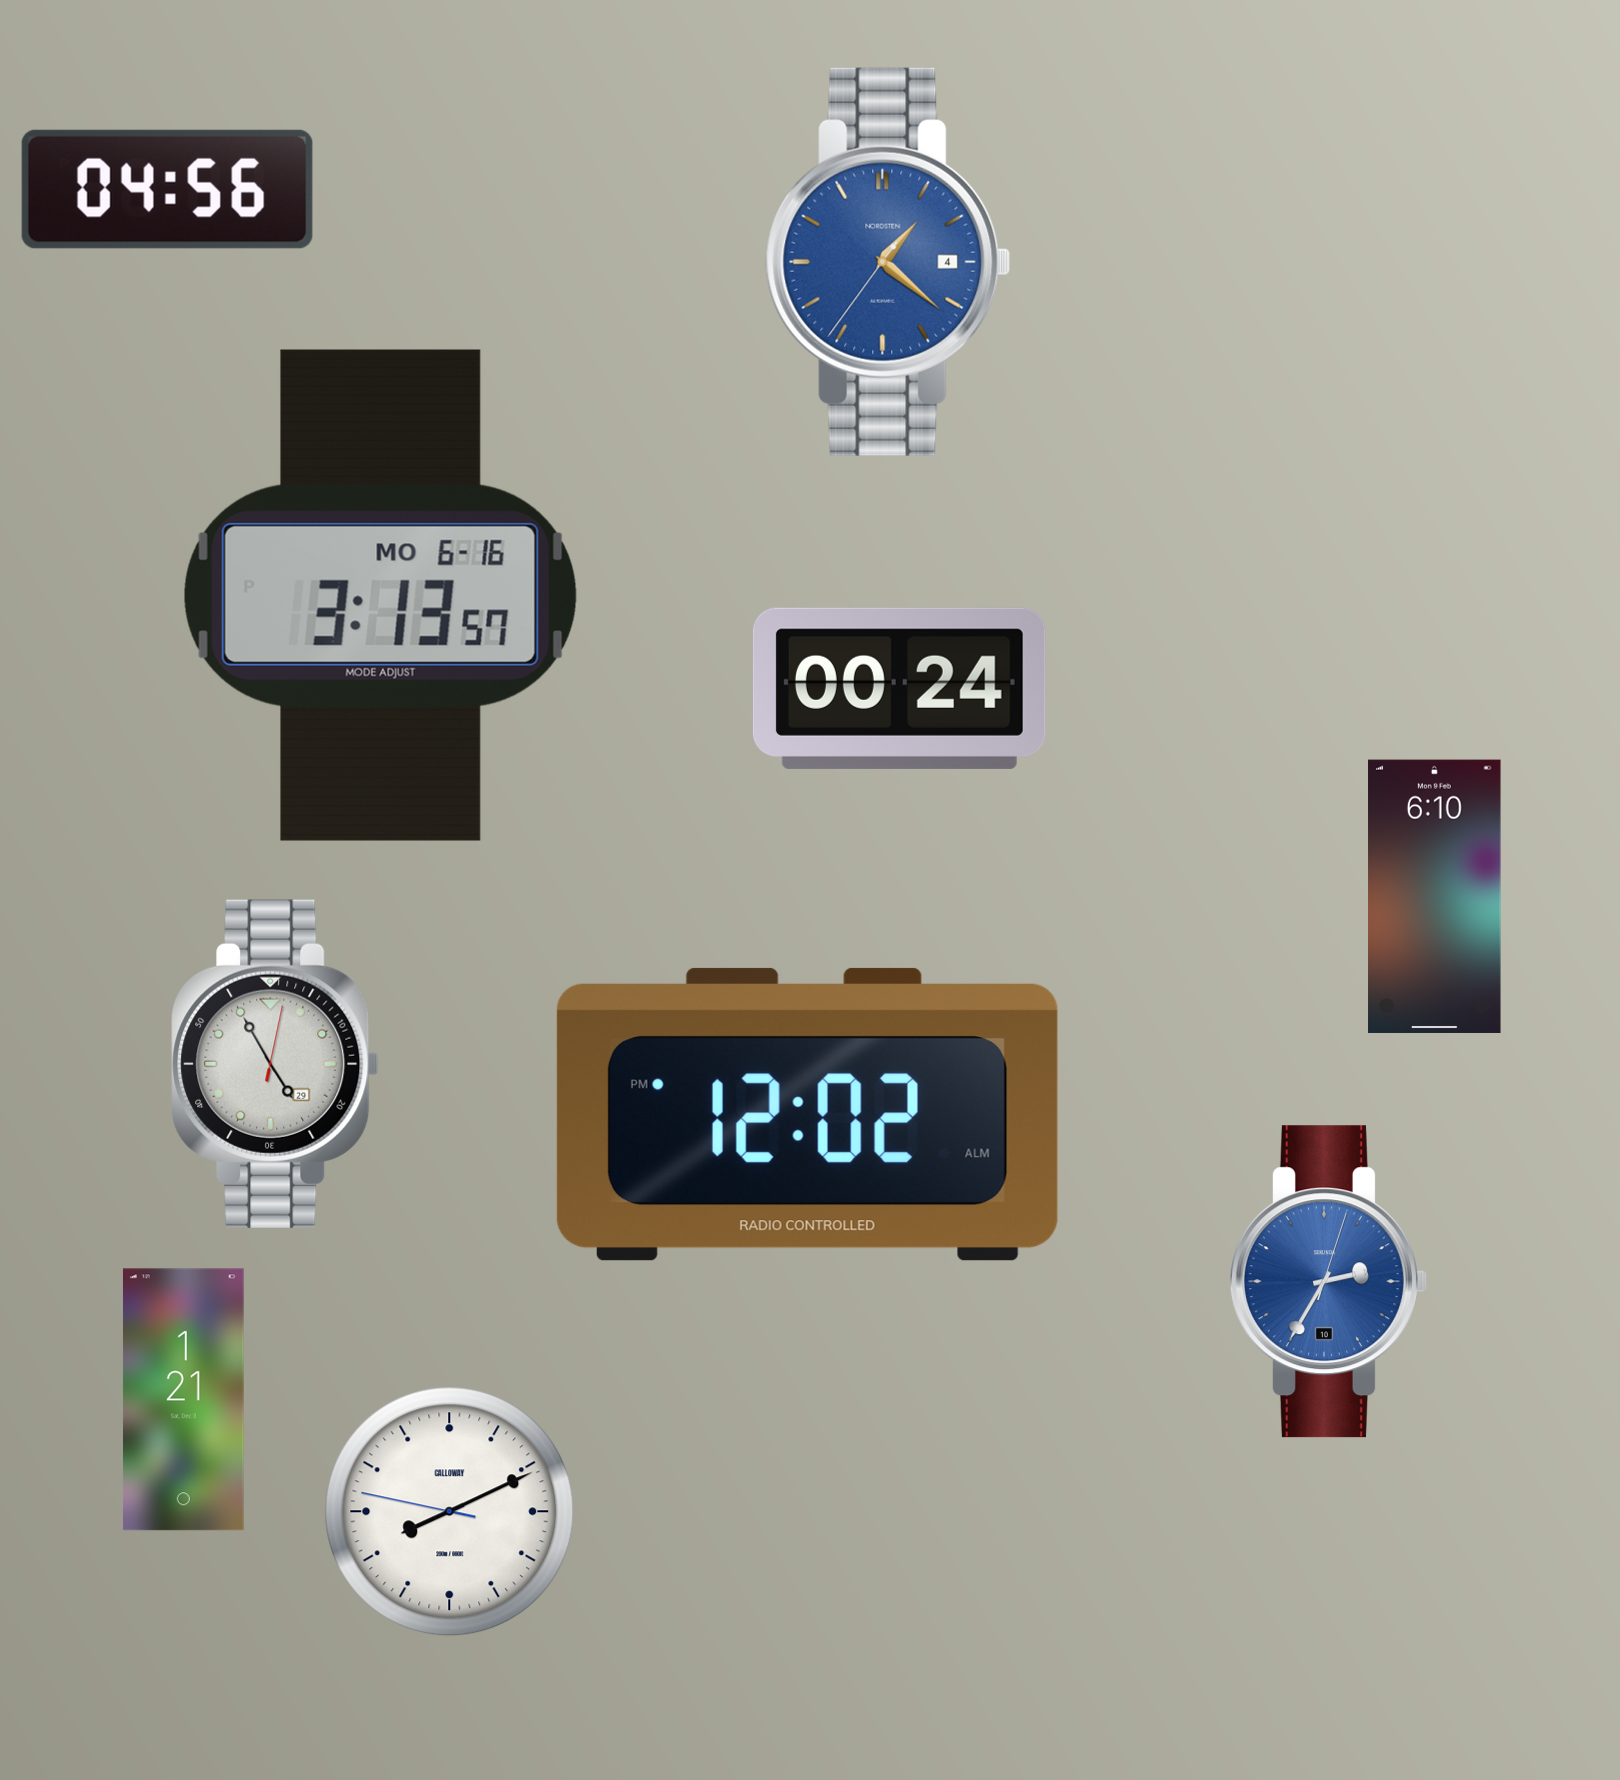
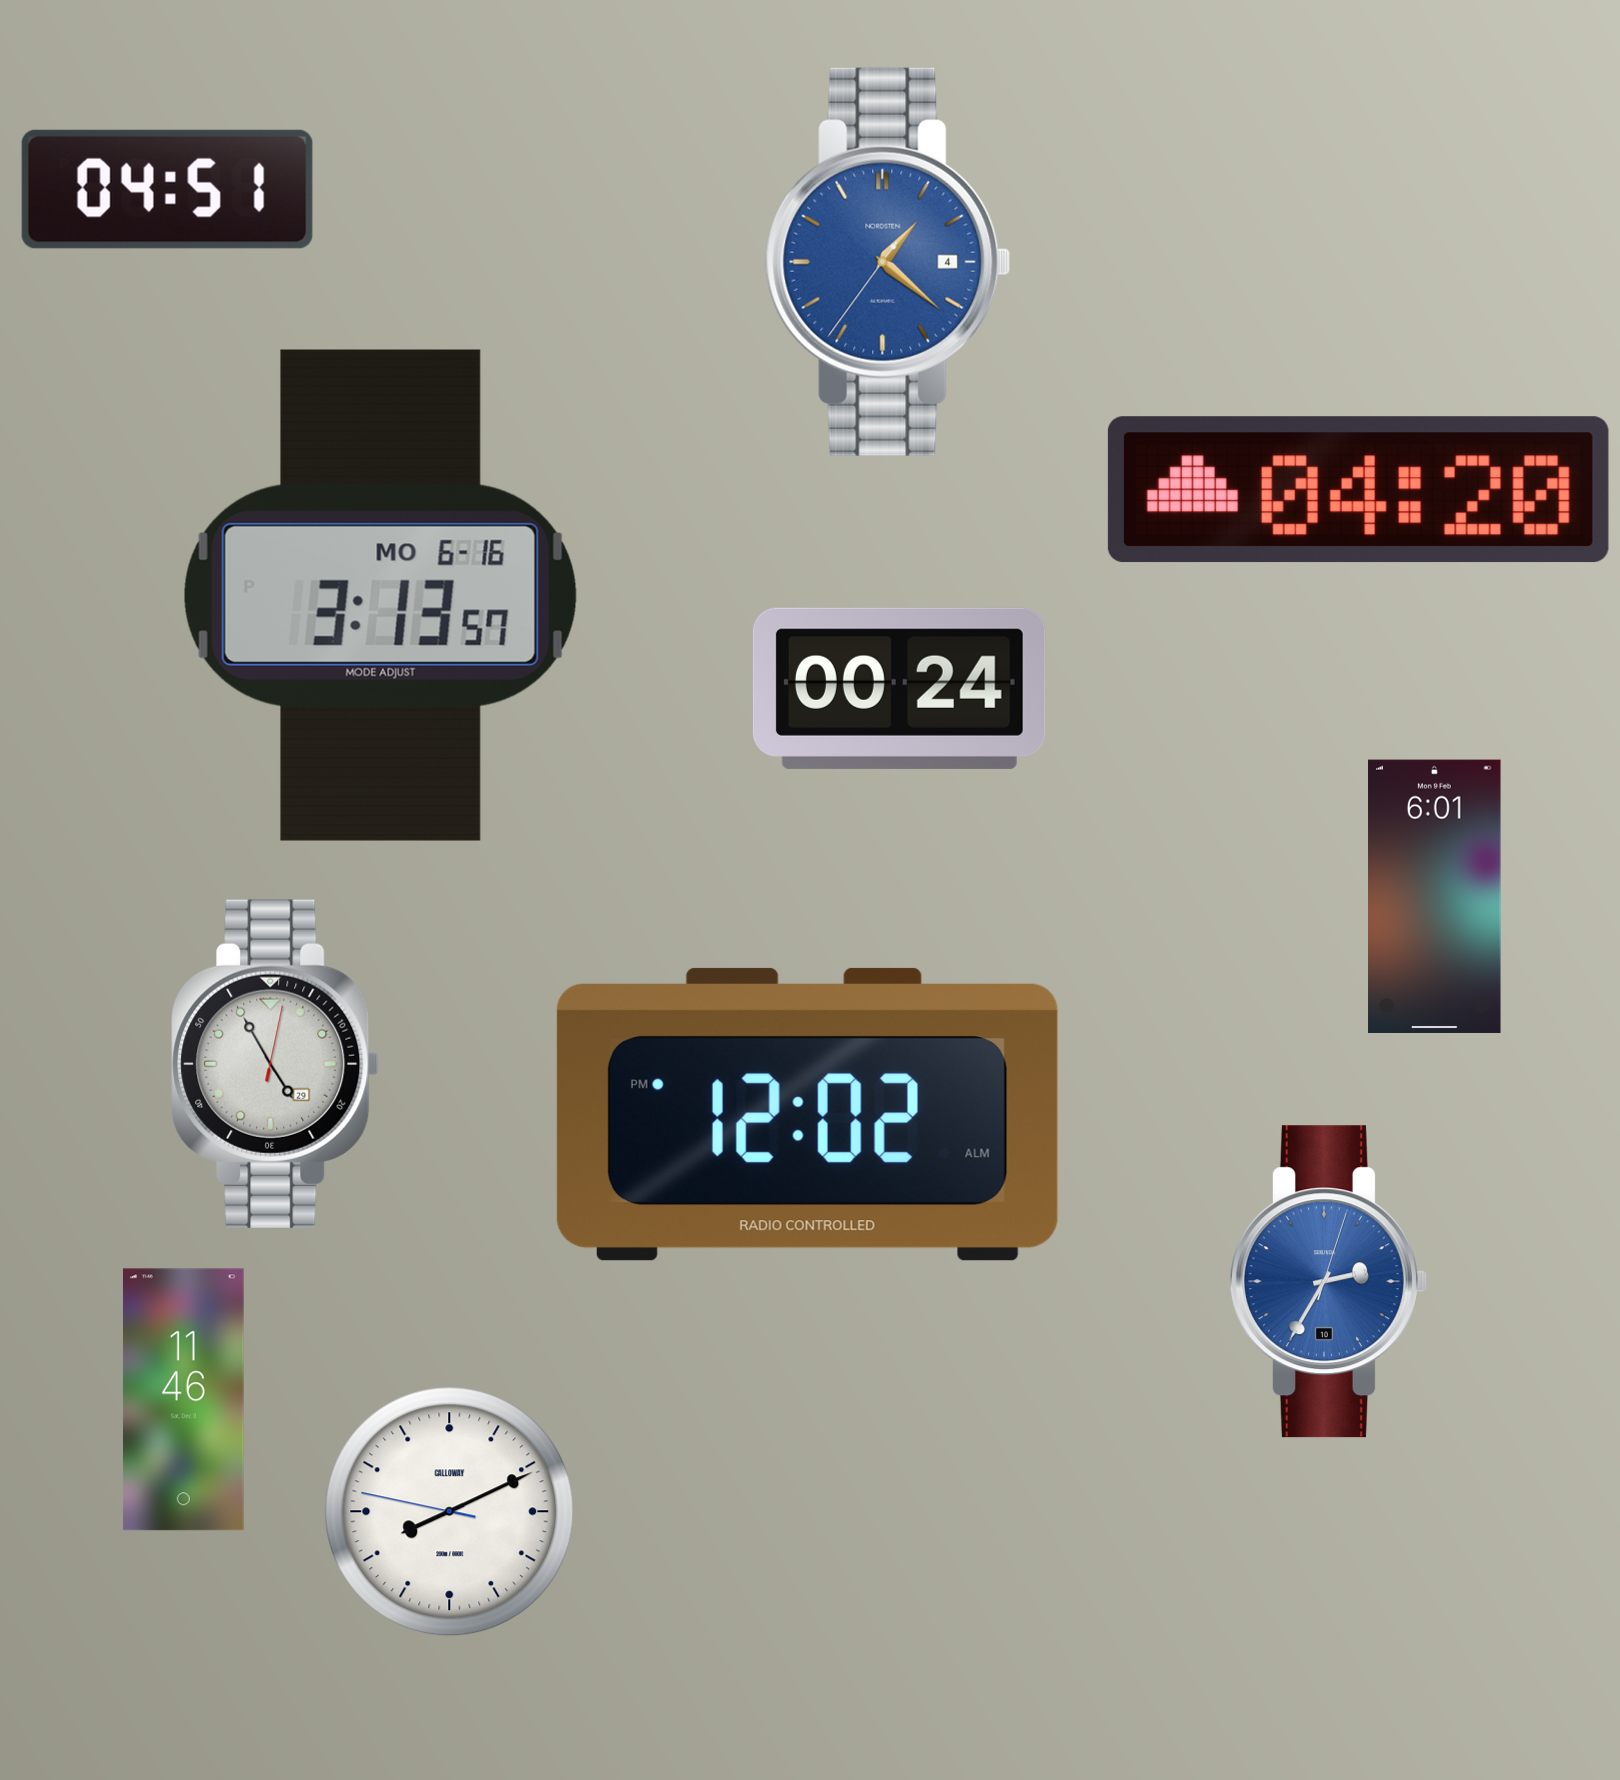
clock at (167, 189): 04:56 -> 04:51
clock at (1358, 490): none -> 04:20
clock at (1435, 896): 6:10 -> 6:01
clock at (183, 1400): 1:21 -> 11:46
